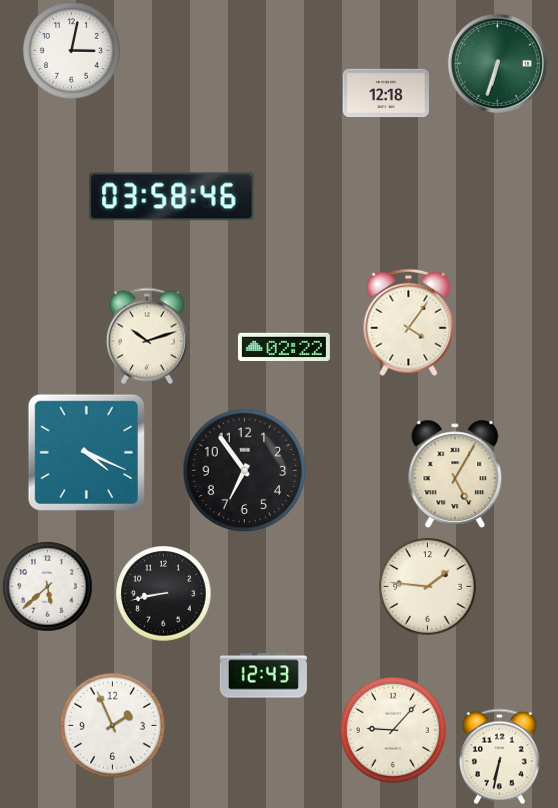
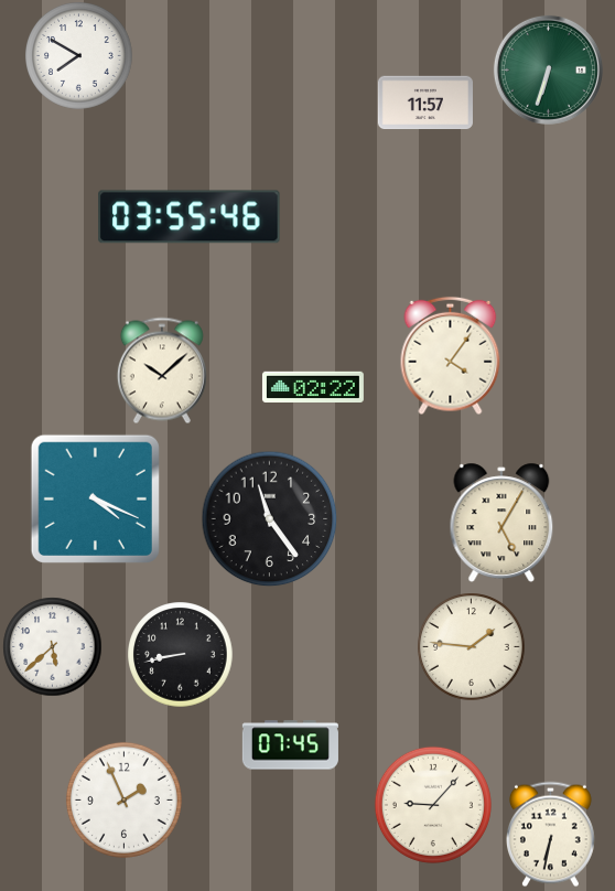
clock at (72, 51): 3:02 -> 7:50
clock at (386, 93): 12:18 -> 11:57
clock at (172, 197): 03:58 -> 03:55
clock at (147, 336): 10:12 -> 10:08
clock at (284, 346) position: (284, 346) -> (313, 386)
clock at (244, 470): 6:54 -> 11:24
clock at (263, 676): 12:43 -> 07:45
